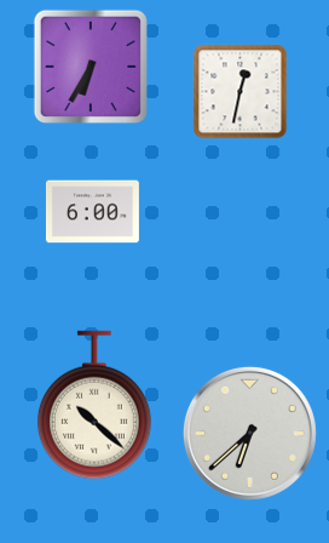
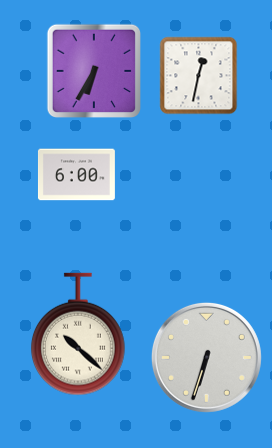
clock at (90, 65) position: (90, 65) -> (93, 70)
clock at (249, 433): 6:38 -> 6:33
